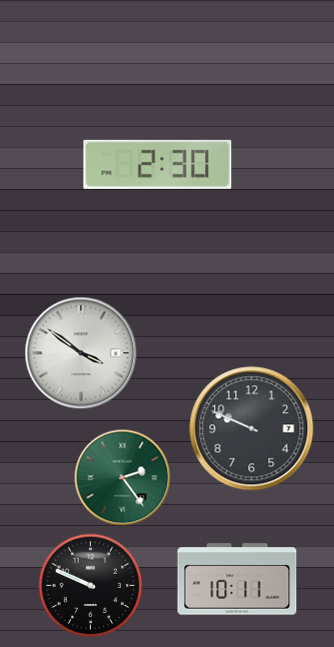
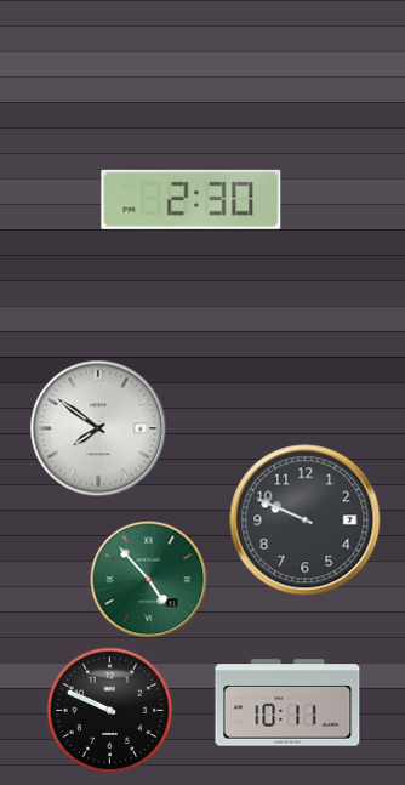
clock at (81, 353): 3:51 -> 7:51
clock at (123, 478): 2:24 -> 4:53
